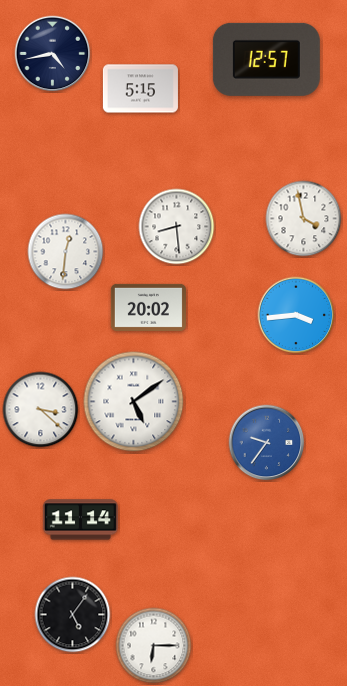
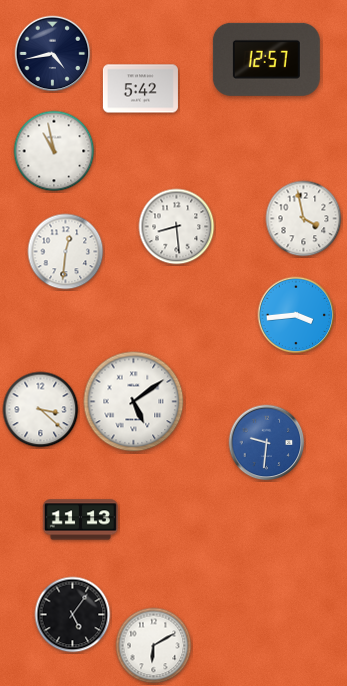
clock at (140, 89): 5:15 -> 5:42
clock at (54, 151): none -> 10:58
clock at (148, 307): 20:02 -> none
clock at (267, 443): 9:36 -> 9:31
clock at (80, 520): 11:14 -> 11:13
clock at (154, 646): 6:15 -> 6:10
